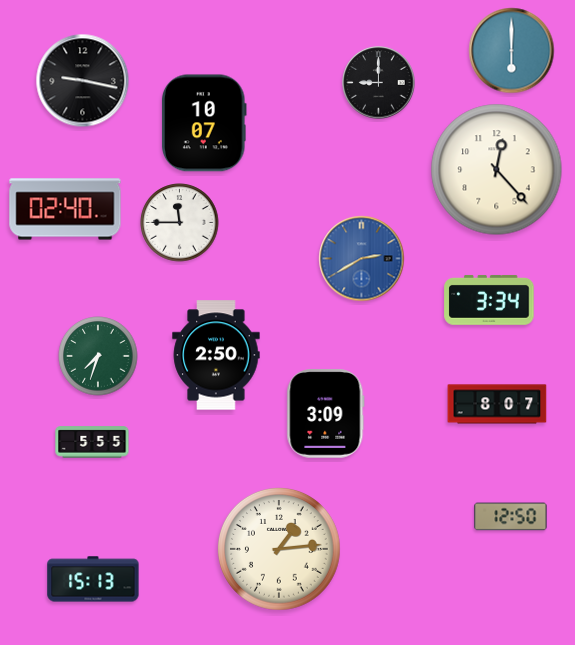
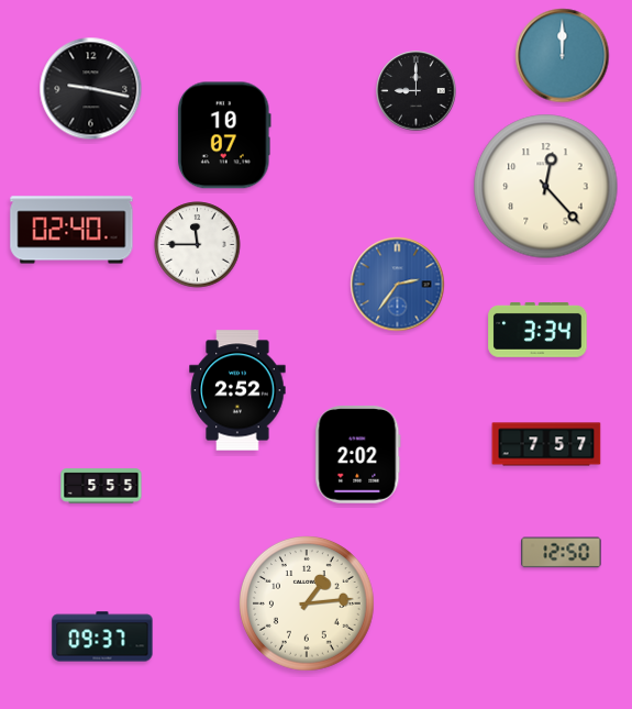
clock at (512, 51): 6:00 -> 12:00
clock at (362, 259): 2:40 -> 2:36
clock at (216, 355): 2:50 -> 2:52
clock at (98, 356): 7:33 -> none
clock at (497, 404): 8:07 -> 7:57
clock at (326, 414): 3:09 -> 2:02
clock at (511, 517) position: (511, 517) -> (562, 553)
clock at (93, 579): 15:13 -> 09:37
